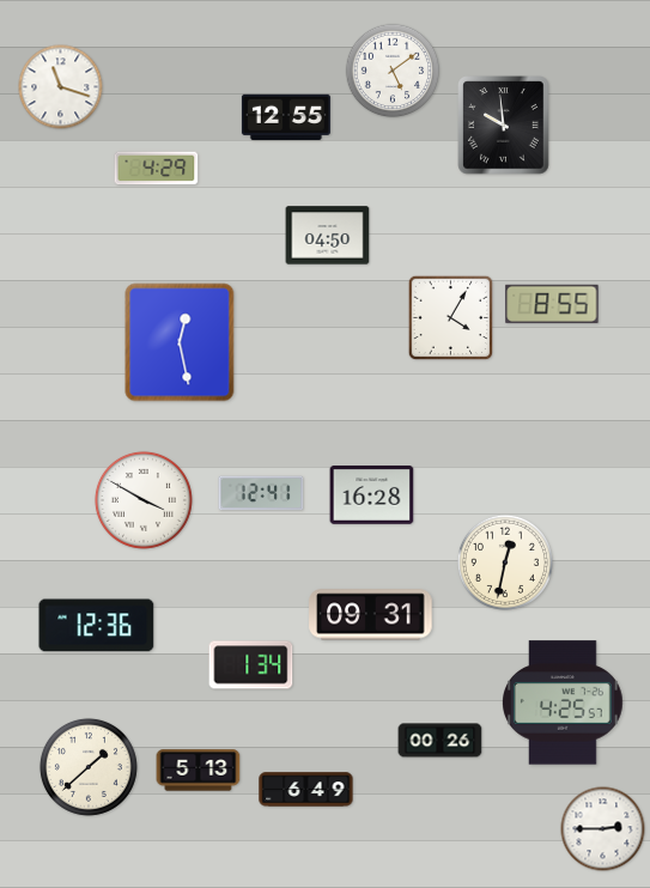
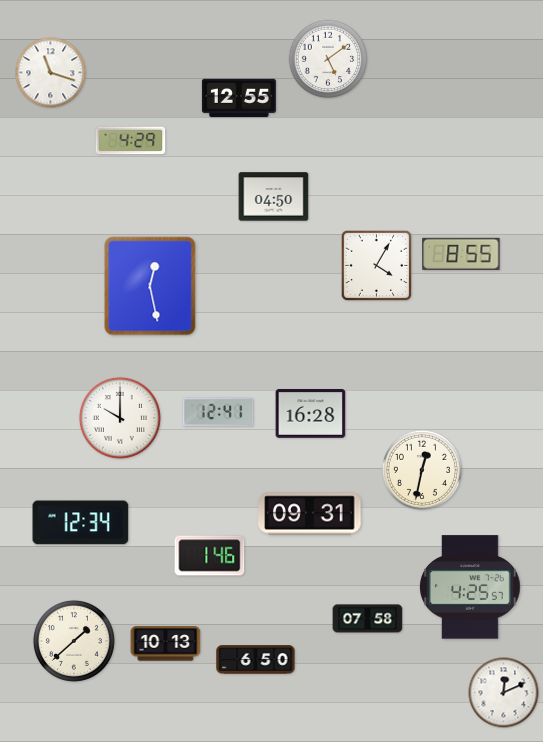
clock at (504, 126): 9:59 -> none
clock at (144, 500): 3:50 -> 10:00
clock at (97, 626): 12:36 -> 12:34
clock at (251, 665): 1:34 -> 1:46
clock at (441, 741): 00:26 -> 07:58
clock at (199, 771): 5:13 -> 10:13
clock at (306, 790): 6:49 -> 6:50
clock at (603, 829): 2:45 -> 12:11
